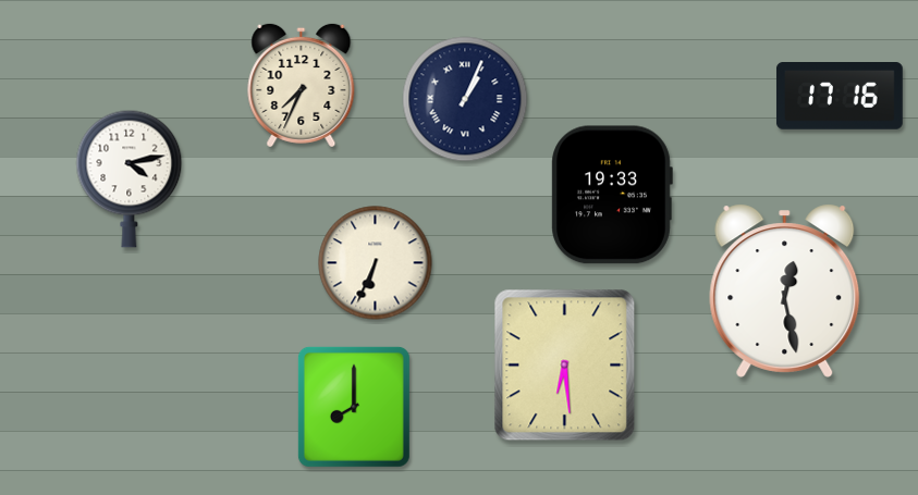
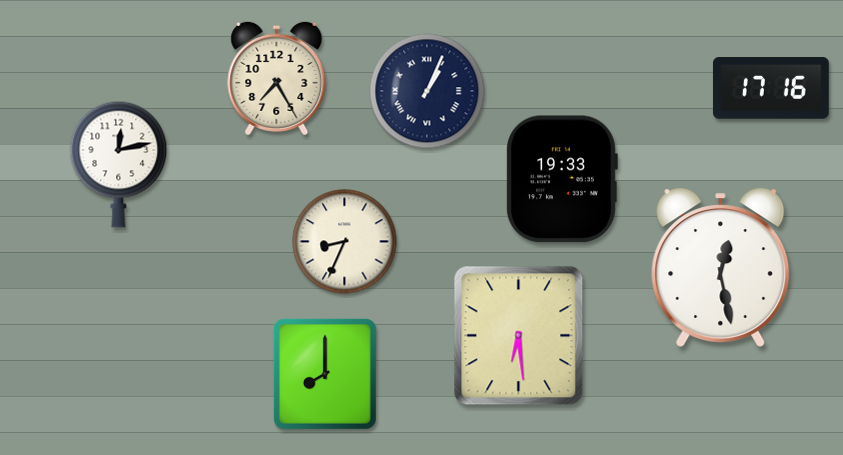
clock at (302, 85): 7:34 -> 7:25
clock at (130, 178): 4:13 -> 12:13
clock at (376, 263): 6:34 -> 8:34
